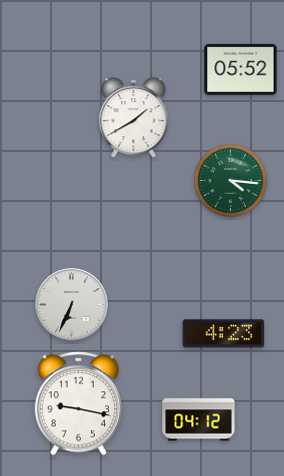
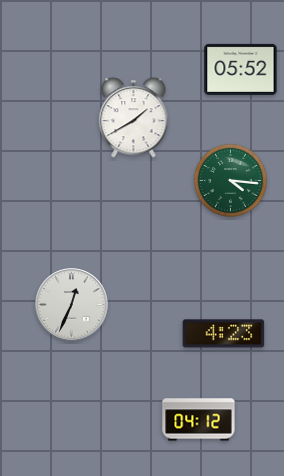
clock at (72, 305): 6:34 -> 12:34
clock at (79, 404): 9:17 -> none
